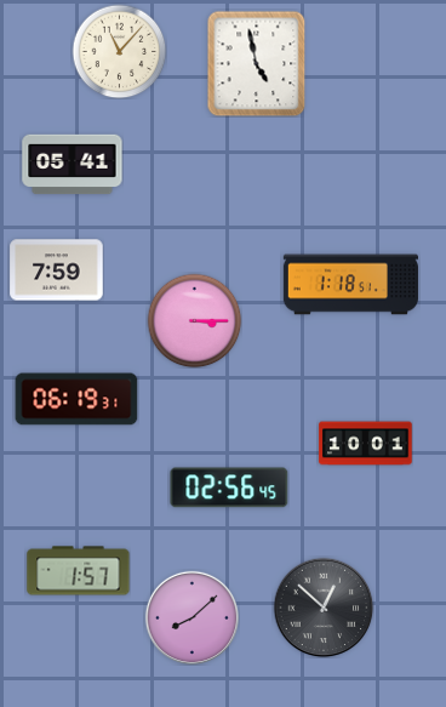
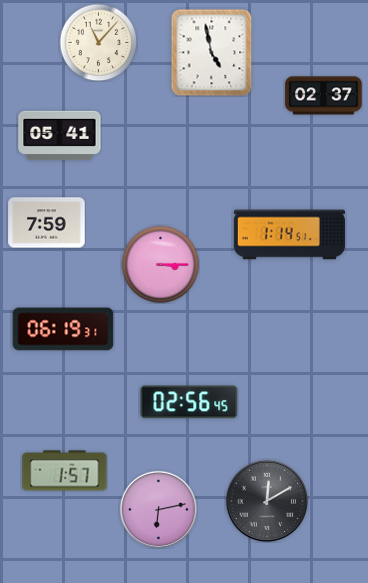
clock at (324, 96): none -> 02:37
clock at (350, 285): 1:18 -> 1:14
clock at (366, 444): 10:01 -> none
clock at (324, 608): 12:52 -> 12:10
clock at (191, 617): 8:08 -> 6:13
